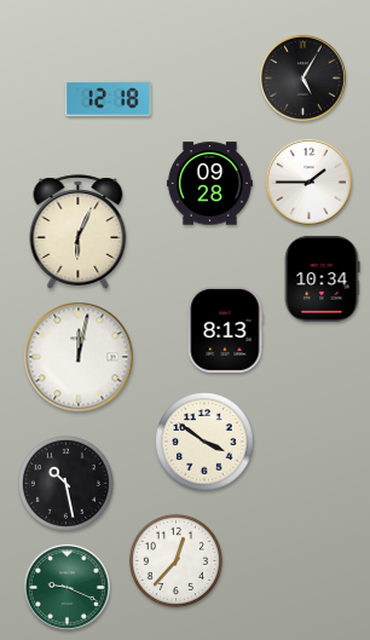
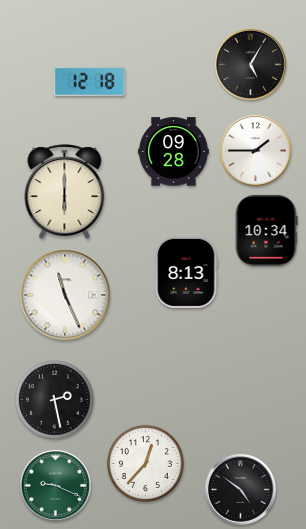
clock at (79, 232): 6:04 -> 6:00
clock at (79, 357): 12:02 -> 11:26
clock at (204, 442): 3:51 -> none
clock at (65, 483): 10:28 -> 2:28
clock at (240, 489): none -> 4:51
